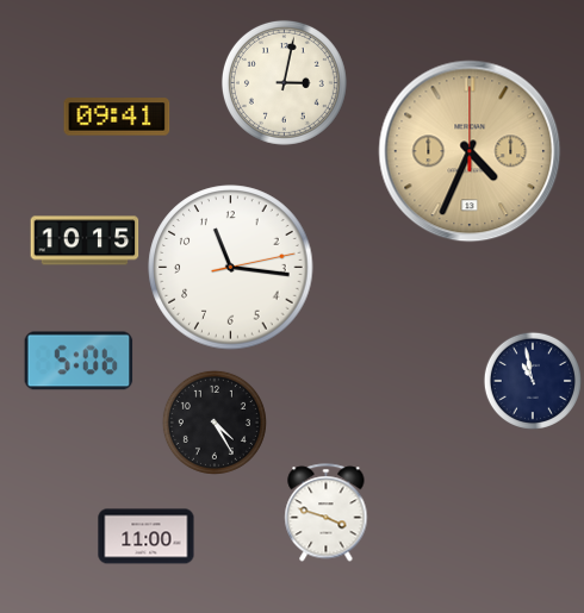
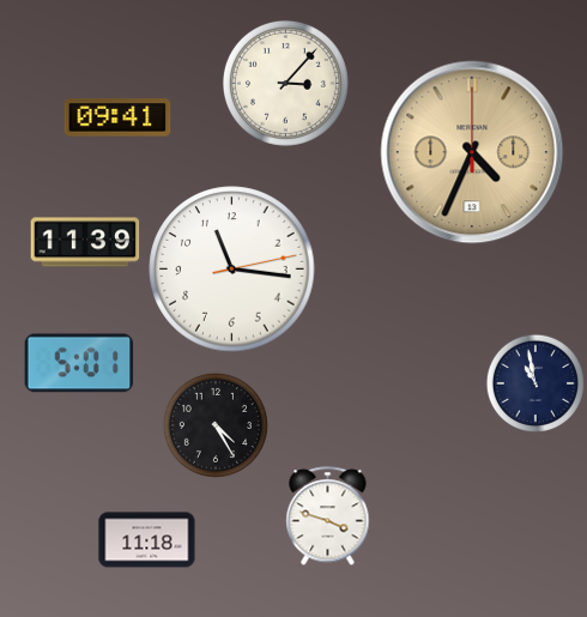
clock at (284, 82): 3:02 -> 3:07
clock at (85, 240): 10:15 -> 11:39
clock at (79, 361): 5:06 -> 5:01
clock at (147, 537): 11:00 -> 11:18
